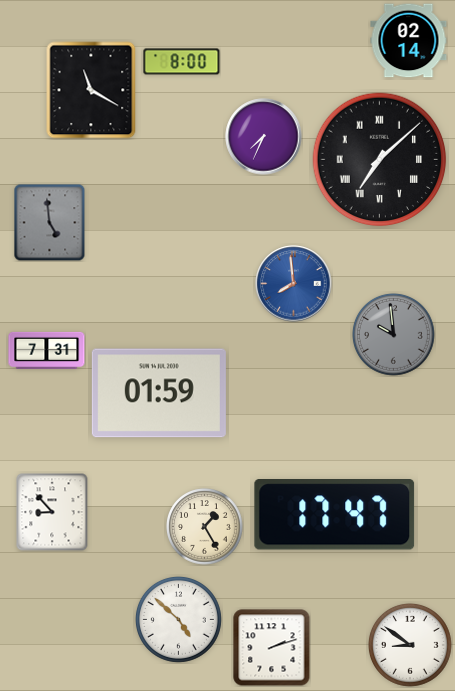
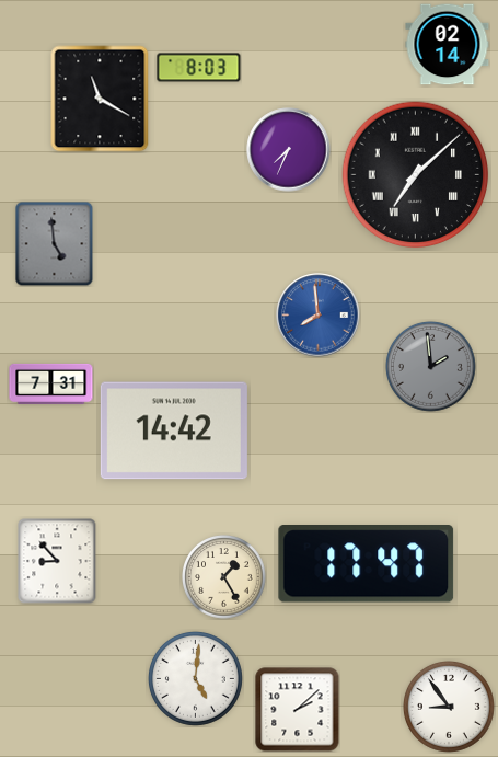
clock at (182, 62): 8:00 -> 8:03
clock at (294, 284) position: (294, 284) -> (319, 316)
clock at (394, 335): 9:59 -> 1:59
clock at (159, 393): 01:59 -> 14:42
clock at (178, 619): 4:52 -> 5:01
clock at (410, 645): 8:51 -> 8:54
clock at (272, 648): 2:12 -> 2:08
